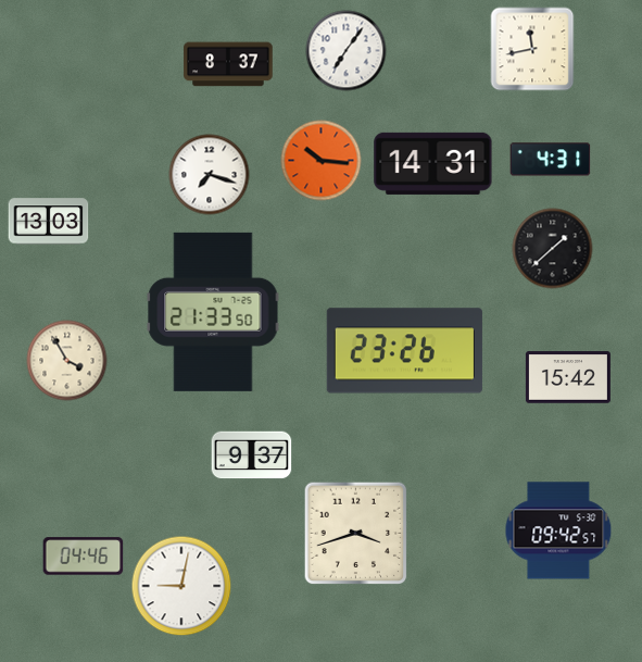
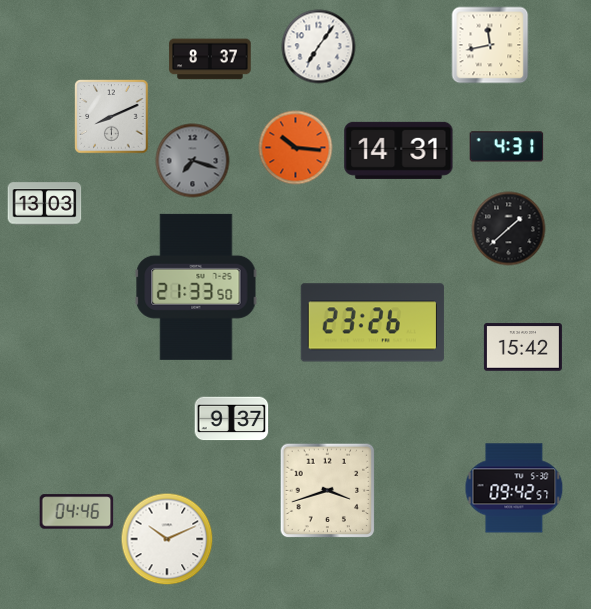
clock at (112, 117): none -> 8:11
clock at (210, 175) dial: white -> grey
clock at (67, 361): 3:55 -> none
clock at (181, 586): 9:02 -> 10:11
